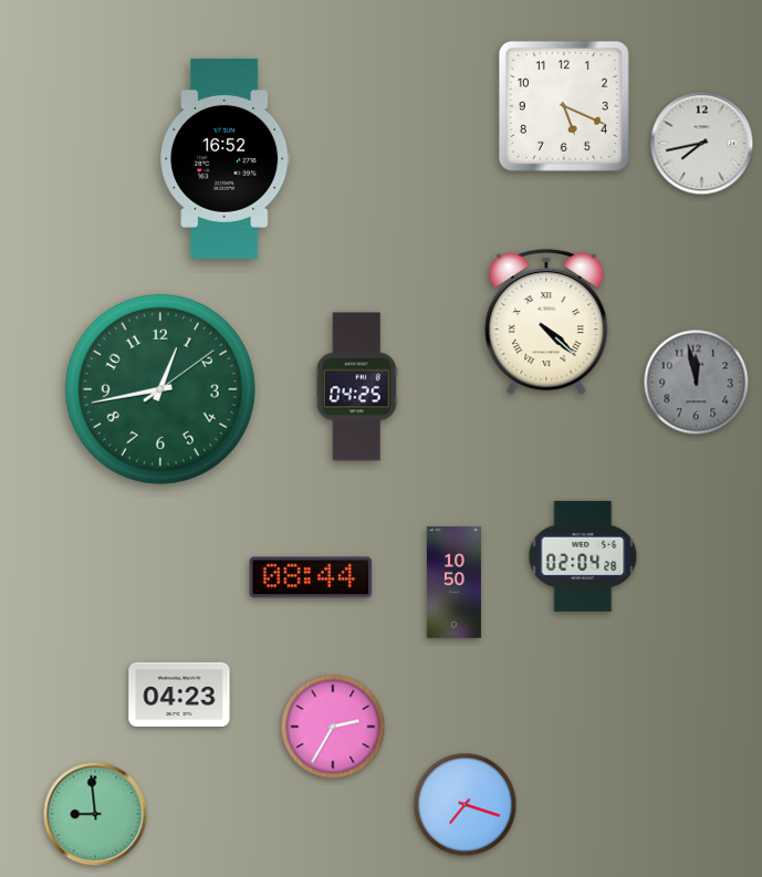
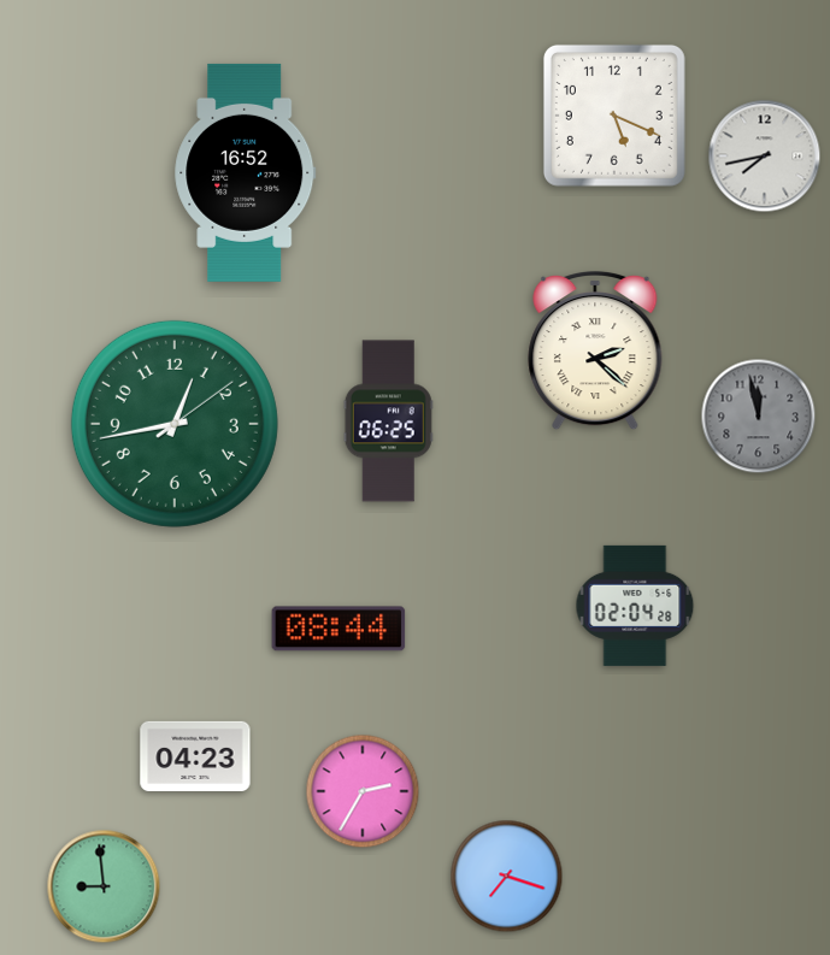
clock at (546, 322): 4:22 -> 2:22
clock at (356, 387): 04:25 -> 06:25
clock at (453, 582): 10:50 -> none
